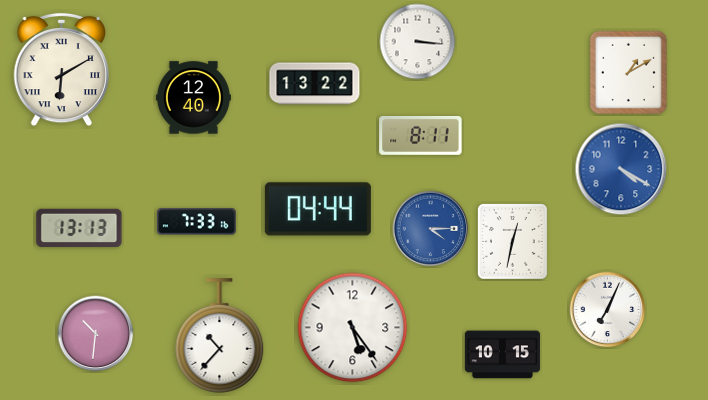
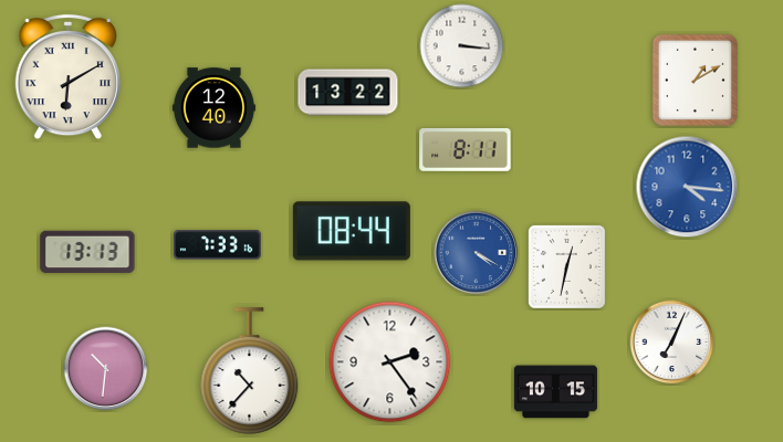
clock at (621, 169): 4:20 -> 4:16
clock at (318, 209): 04:44 -> 08:44
clock at (431, 229): 4:15 -> 4:20
clock at (353, 328): 5:24 -> 2:24
clock at (220, 336) position: (220, 336) -> (250, 371)
